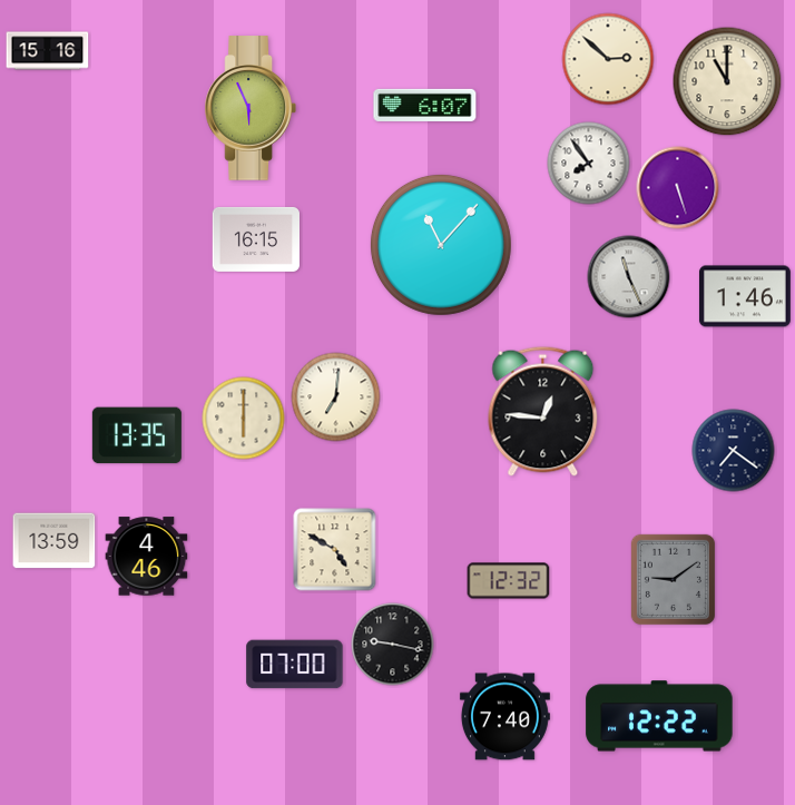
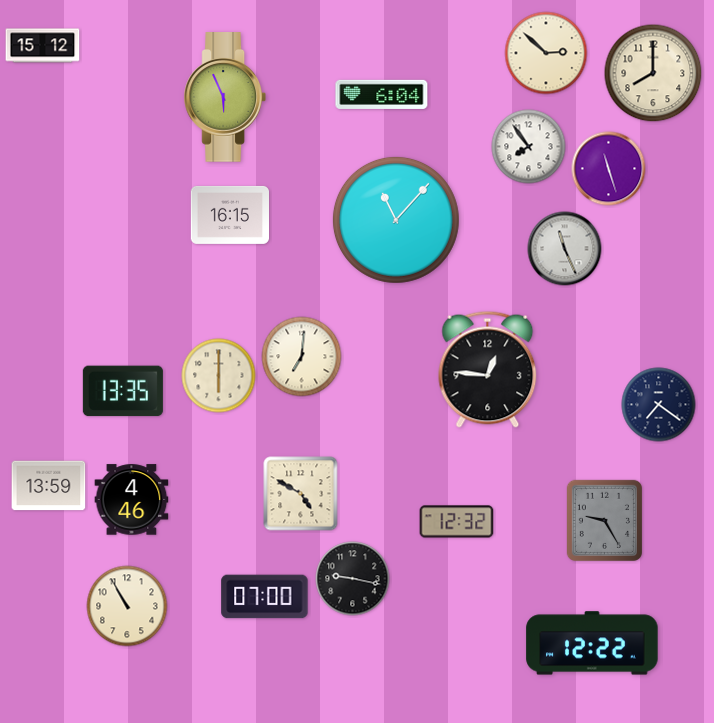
clock at (48, 51): 15:16 -> 15:12
clock at (727, 81): 11:00 -> 8:00
clock at (425, 105): 6:07 -> 6:04
clock at (678, 188): 5:27 -> 11:27
clock at (745, 296): 1:46 -> none
clock at (673, 579): 9:09 -> 9:25
clock at (127, 606): none -> 10:55
clock at (504, 717): 7:40 -> none
